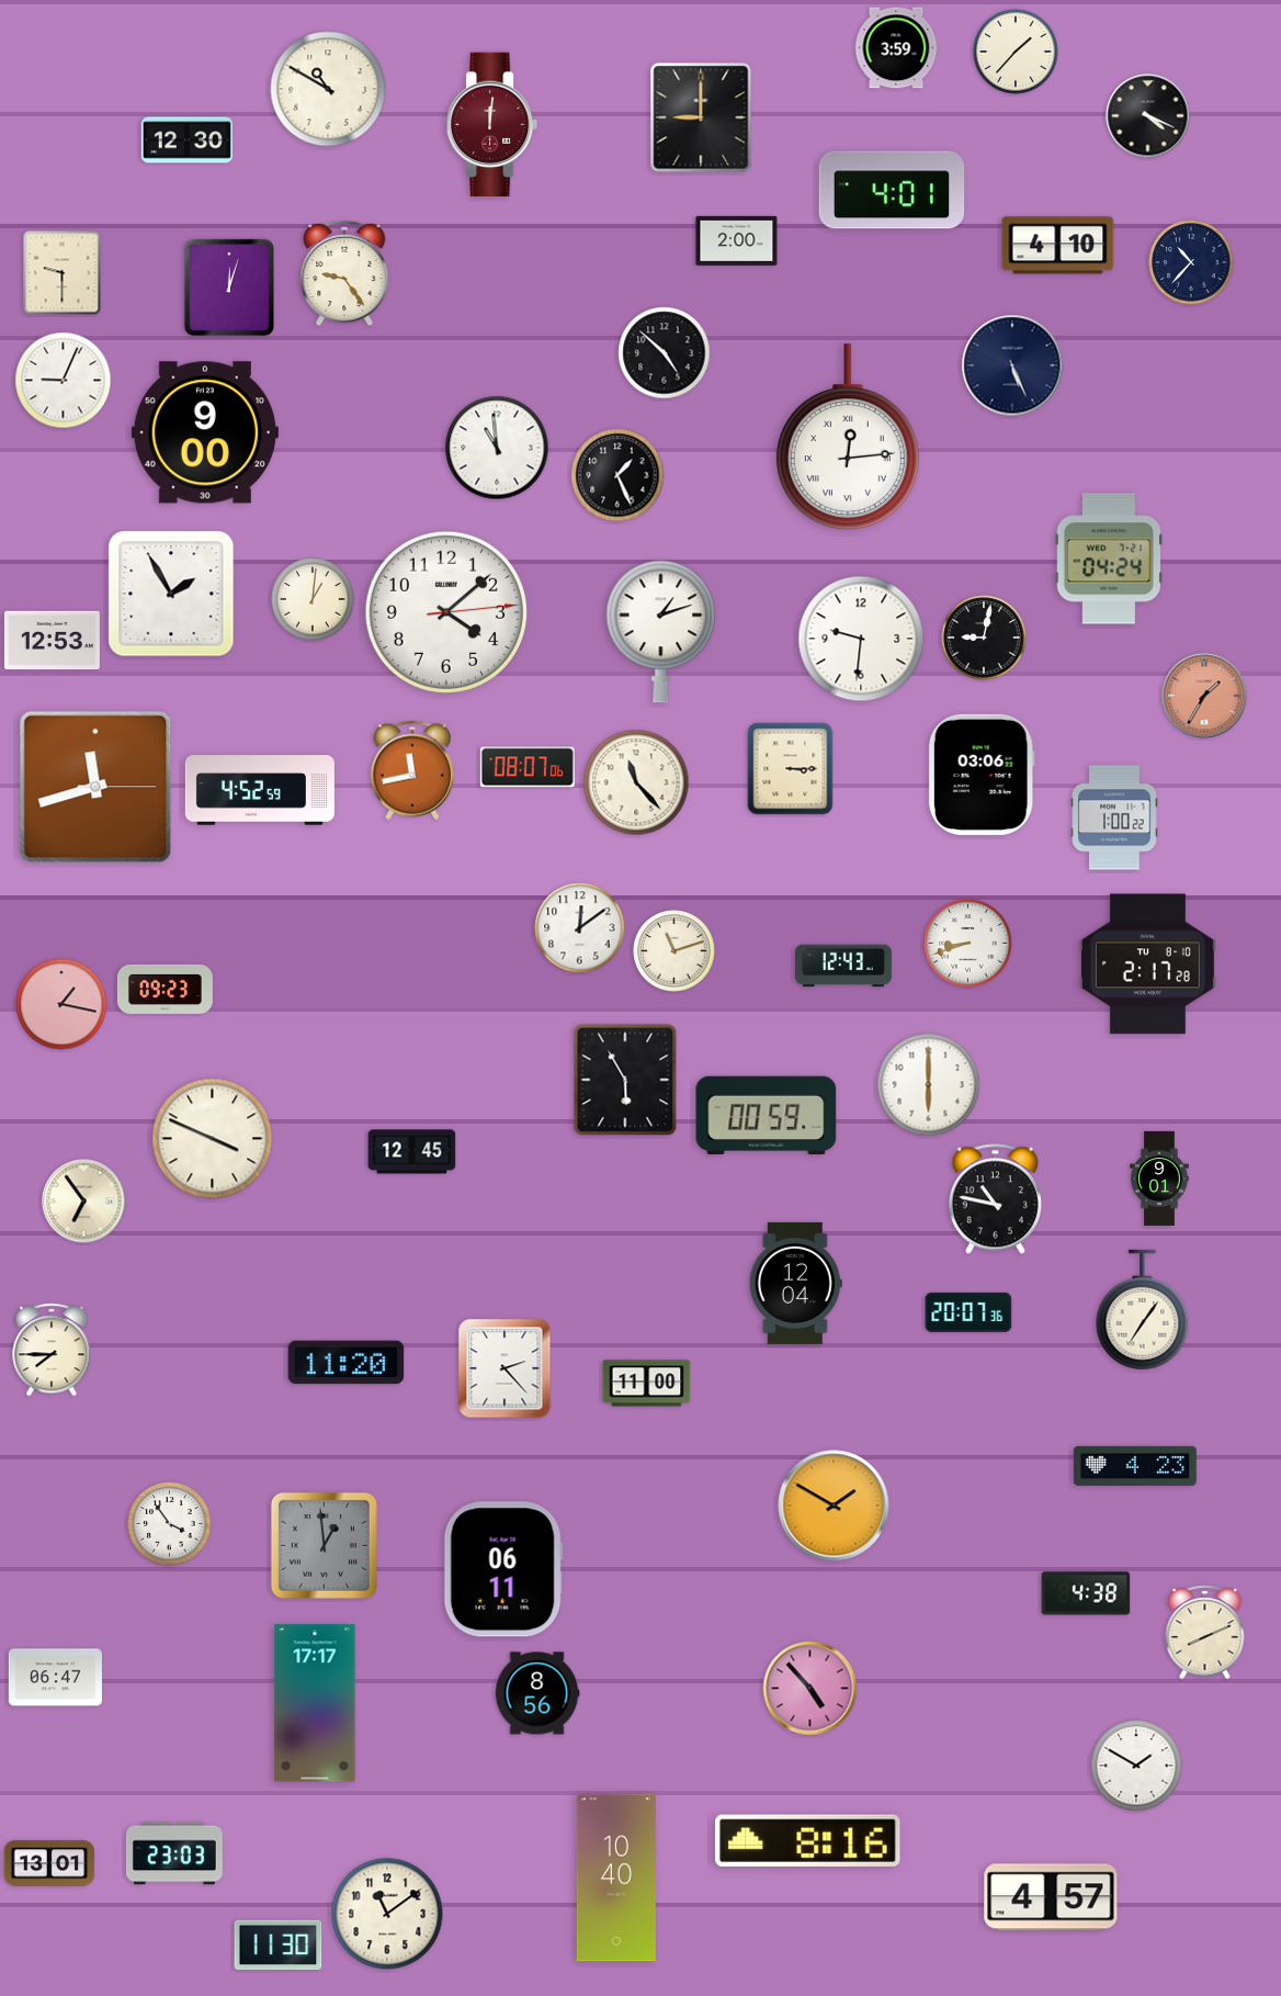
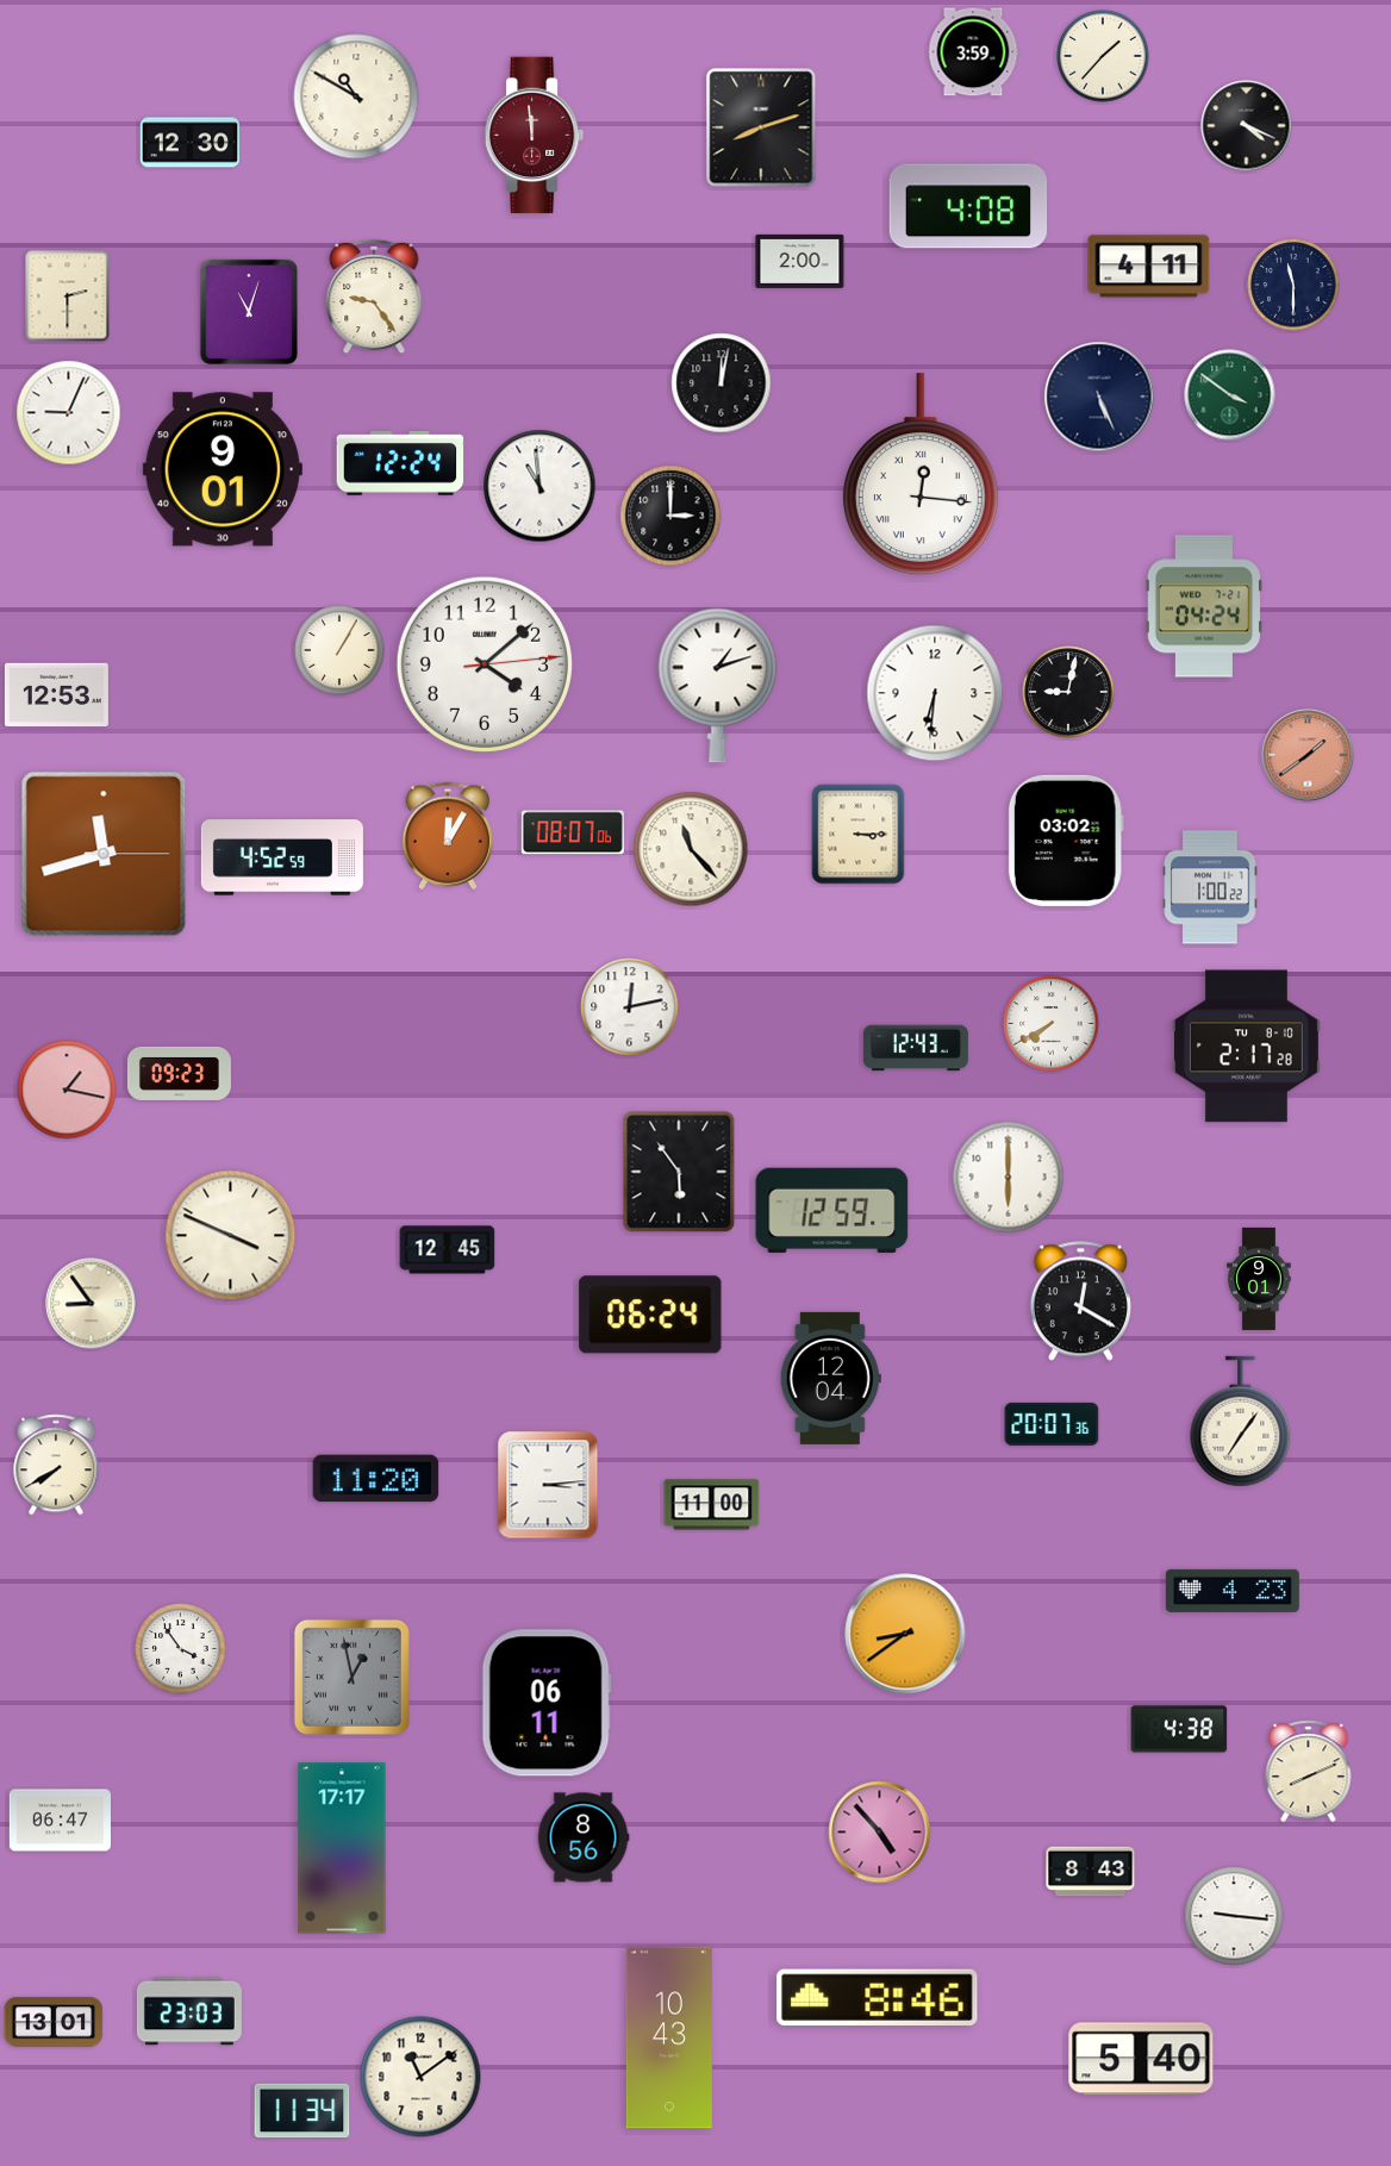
clock at (701, 117): 9:00 -> 8:12
clock at (492, 125): 12:01 -> 11:59
clock at (188, 140) position: (188, 140) -> (191, 143)
clock at (892, 190): 4:01 -> 4:08
clock at (1058, 246): 4:10 -> 4:11
clock at (1191, 262): 10:37 -> 11:30
clock at (63, 273): 9:30 -> 2:30
clock at (228, 286): 12:03 -> 11:03
clock at (665, 353): 4:52 -> 12:02
clock at (1230, 395): none -> 3:51
clock at (400, 463): none -> 12:24
clock at (205, 432): 9:00 -> 9:01
clock at (848, 437): 12:14 -> 12:16
clock at (617, 475): 1:26 -> 3:00
clock at (171, 594): 1:55 -> none
clock at (313, 599): 1:01 -> 1:05
clock at (861, 639): 9:31 -> 6:31
clock at (1204, 696): 1:35 -> 1:39
clock at (411, 770): 11:43 -> 12:05
clock at (982, 775): 03:06 -> 03:02
clock at (580, 928): 12:09 -> 12:13
clock at (968, 944): 8:42 -> 7:40
clock at (674, 951): 11:12 -> none
clock at (625, 1080): 5:55 -> 5:54
clock at (767, 1116): 00:59 -> 12:59
clock at (995, 1199): 10:47 -> 12:20
clock at (84, 1202): 6:54 -> 8:54
clock at (650, 1315): none -> 06:24
clock at (795, 1283) position: (795, 1283) -> (830, 1378)
clock at (52, 1350): 7:45 -> 7:40
clock at (505, 1368): 2:23 -> 3:14
clock at (647, 1384) position: (647, 1384) -> (712, 1505)
clock at (834, 1506): 1:50 -> 8:39
clock at (170, 1524) position: (170, 1524) -> (181, 1649)
clock at (324, 1545): 12:59 -> 12:58
clock at (1091, 1872): none -> 8:43
clock at (1136, 1766): 1:50 -> 9:16
clock at (808, 1840): 8:16 -> 8:46
clock at (616, 1877): 10:40 -> 10:43
clock at (1051, 1897): 4:57 -> 5:40
clock at (279, 1946): 11:30 -> 11:34
